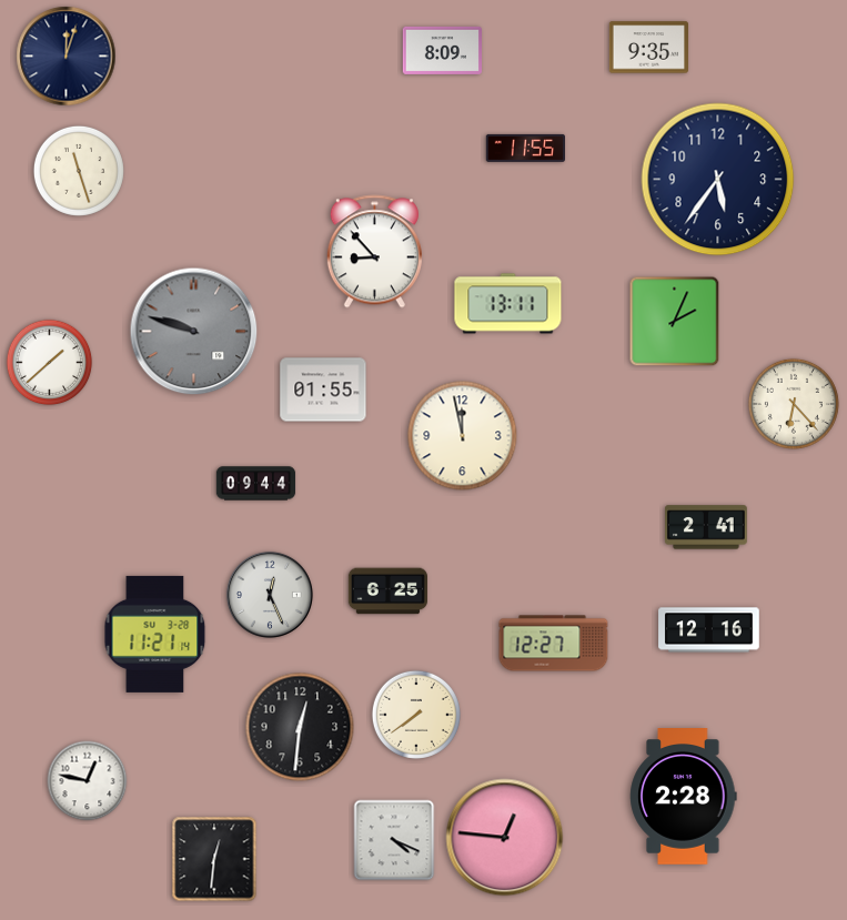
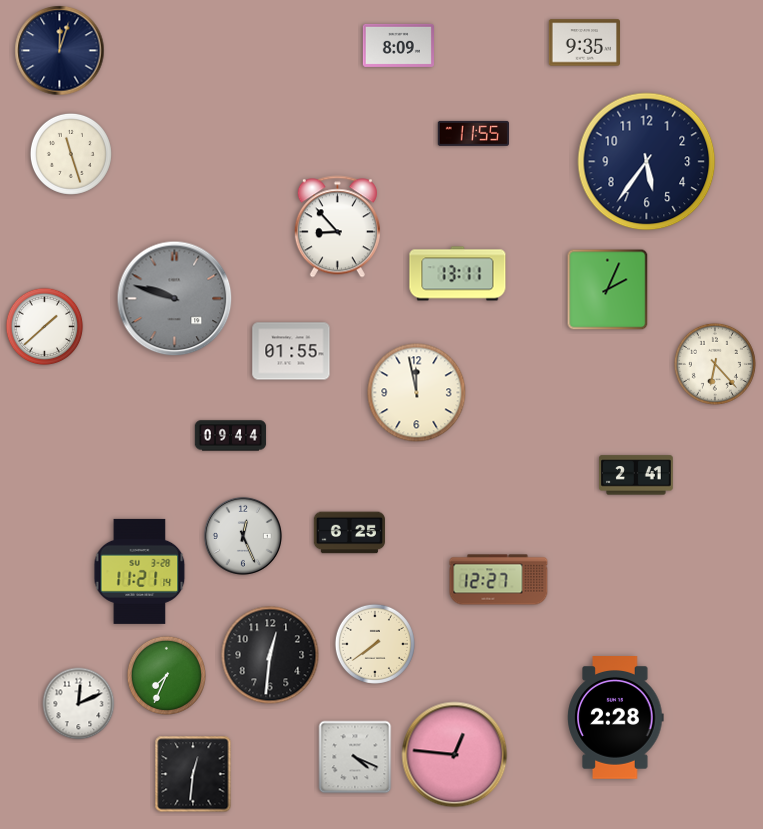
clock at (709, 630): 12:16 -> none
clock at (166, 675): none -> 7:34
clock at (88, 781): 12:47 -> 12:11
